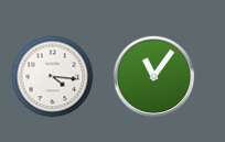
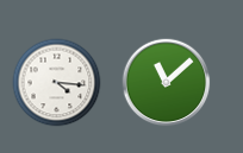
clock at (154, 77): 11:06 -> 11:08
